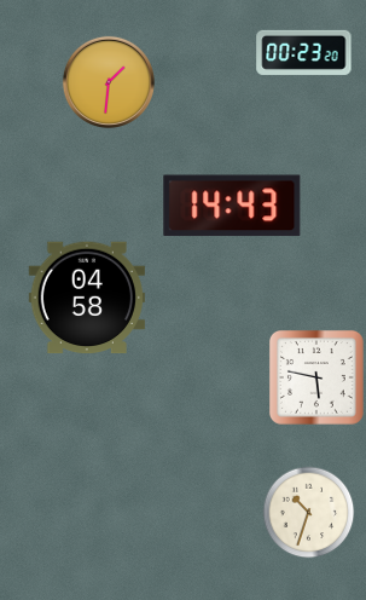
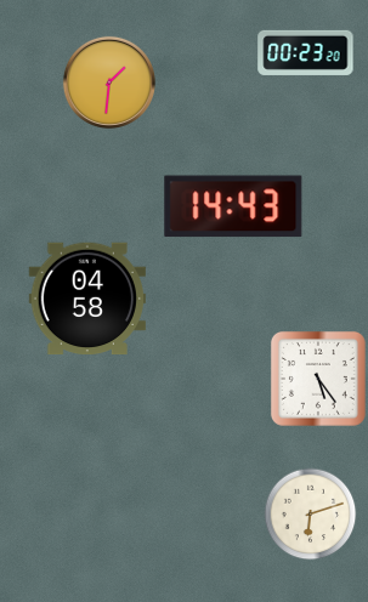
clock at (316, 377): 5:47 -> 5:24
clock at (309, 513): 10:33 -> 6:12
